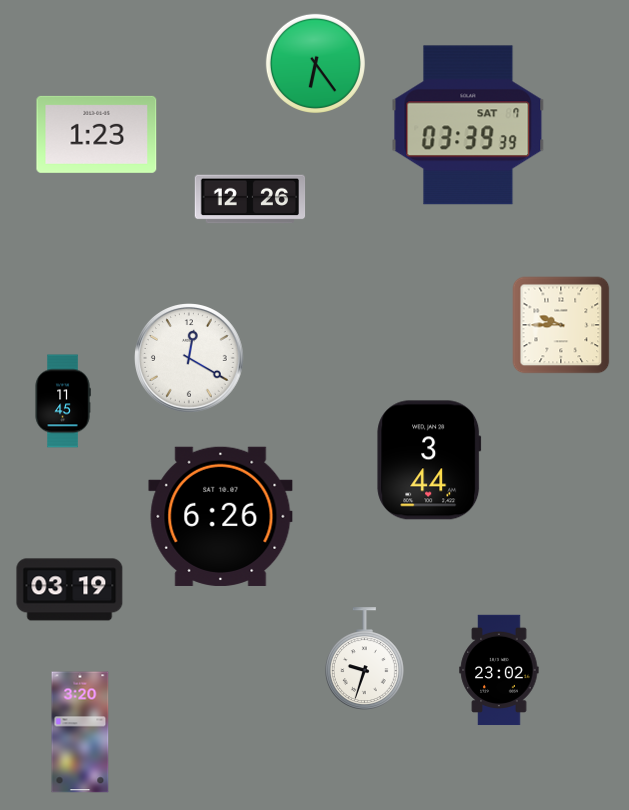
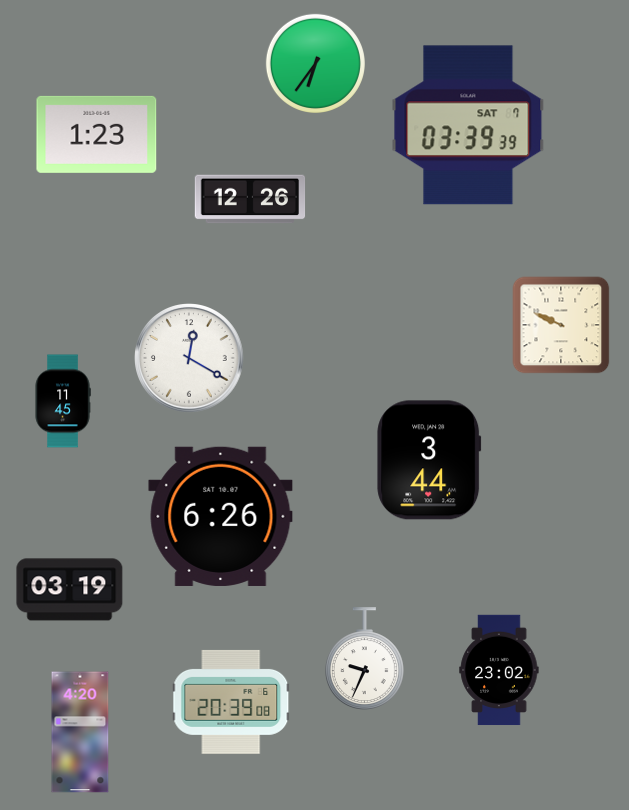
clock at (315, 63): 6:24 -> 6:36
clock at (561, 325): 9:45 -> 9:49
clock at (364, 658): 9:33 -> 9:34
clock at (231, 702): none -> 20:39
clock at (80, 732): 3:20 -> 4:20
